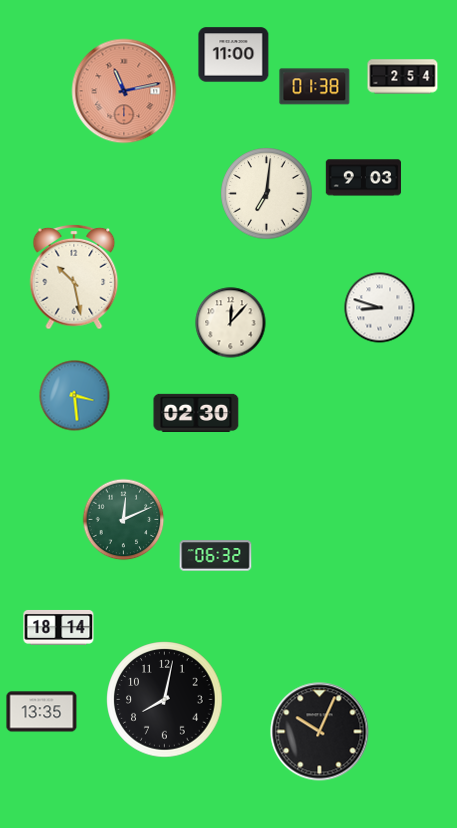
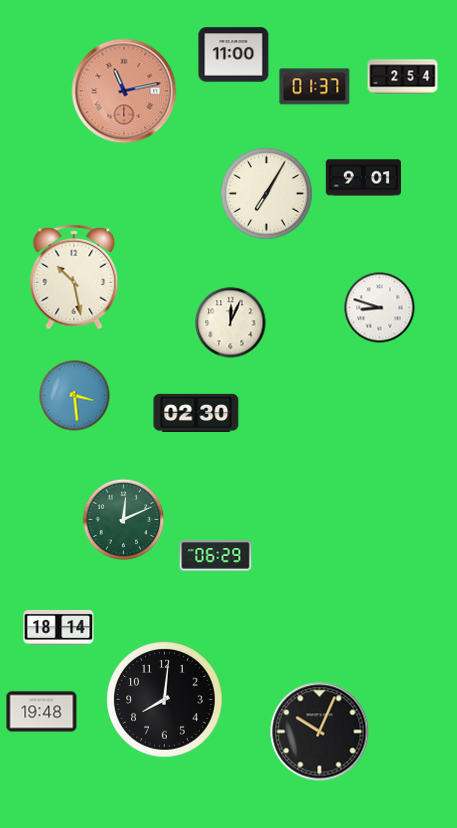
clock at (315, 87): 01:38 -> 01:37
clock at (363, 178): 9:03 -> 9:01
clock at (267, 194): 7:01 -> 7:05
clock at (231, 323): 12:07 -> 12:04
clock at (216, 556): 06:32 -> 06:29
clock at (165, 700): 8:02 -> 8:01
clock at (42, 712): 13:35 -> 19:48
